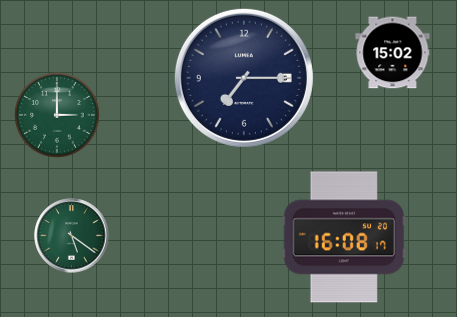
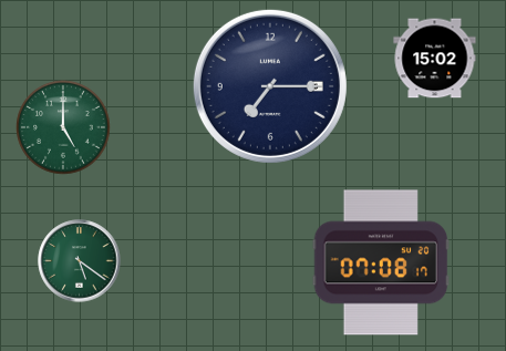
clock at (57, 115): 3:00 -> 5:00
clock at (344, 237): 16:08 -> 07:08
